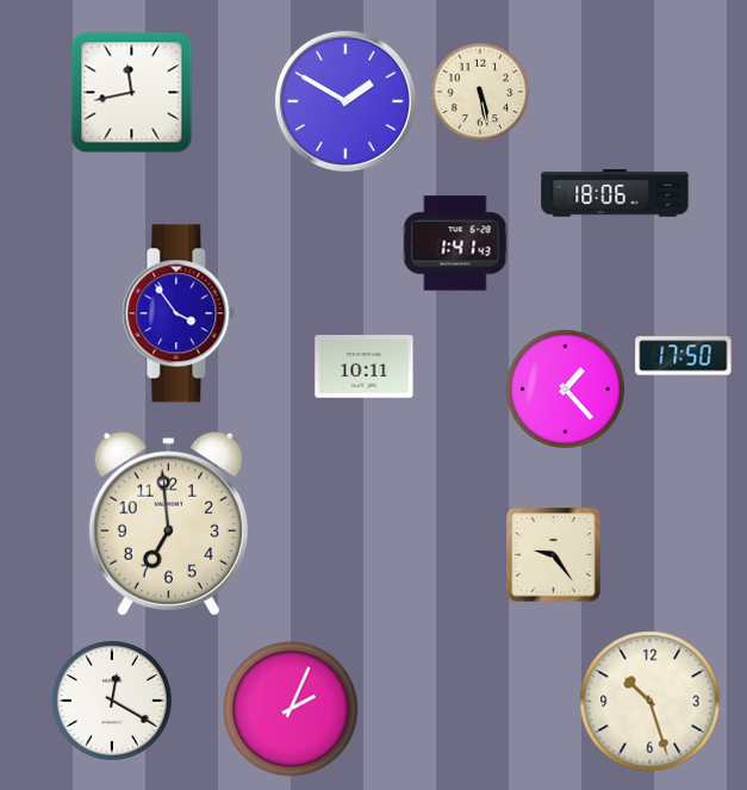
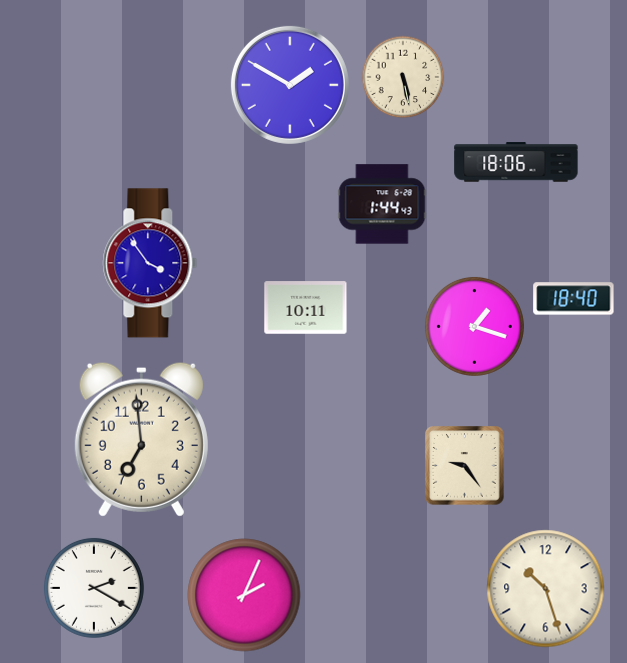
clock at (132, 93): 11:43 -> none
clock at (455, 243): 1:41 -> 1:44
clock at (684, 356): 17:50 -> 18:40
clock at (565, 388): 1:23 -> 1:18
clock at (112, 701): 12:20 -> 2:20
